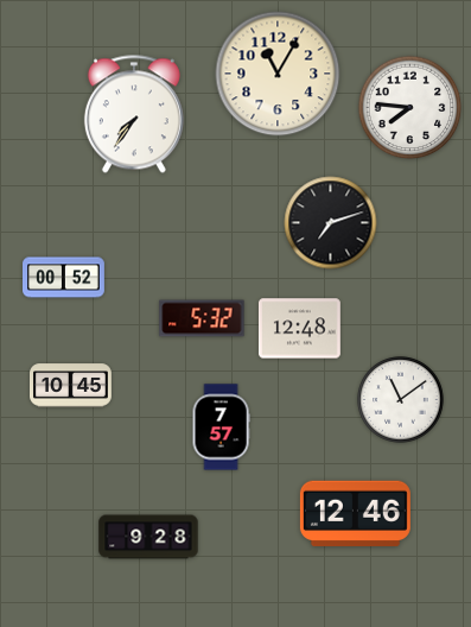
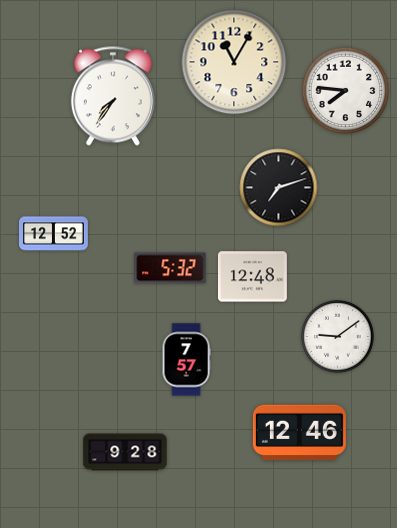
clock at (64, 278): 00:52 -> 12:52
clock at (71, 386): 10:45 -> none
clock at (401, 400): 11:09 -> 9:09
